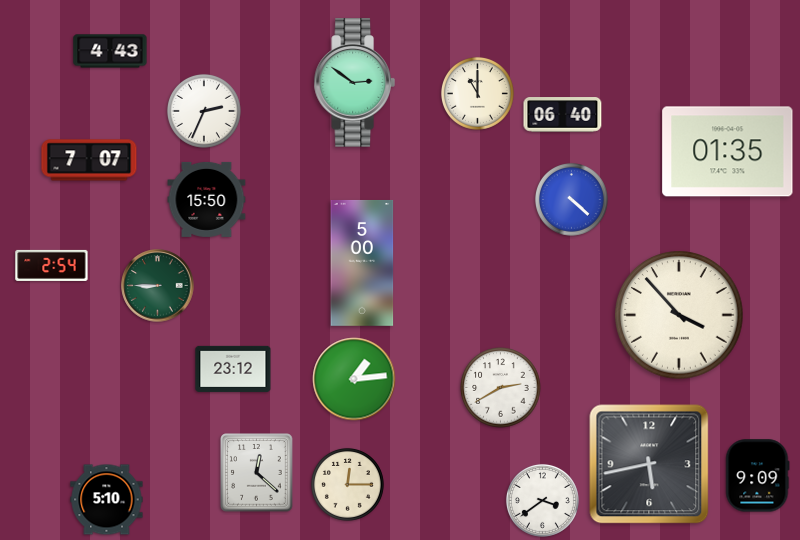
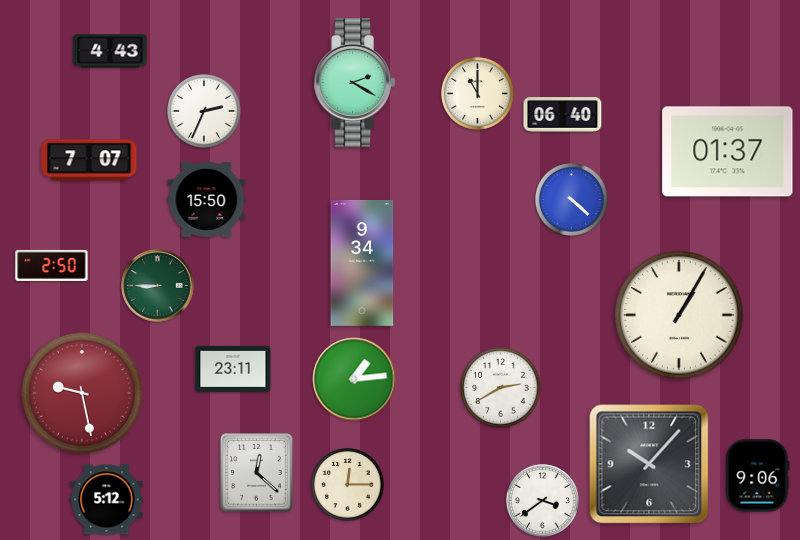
clock at (354, 83): 2:51 -> 2:20
clock at (728, 152): 01:35 -> 01:37
clock at (362, 263): 5:00 -> 9:34
clock at (52, 265): 2:54 -> 2:50
clock at (679, 315): 3:53 -> 1:05
clock at (233, 369): 23:12 -> 23:11
clock at (82, 393): none -> 9:28
clock at (649, 464): 5:43 -> 10:07
clock at (758, 476): 9:09 -> 9:06
clock at (107, 500): 5:10 -> 5:12
